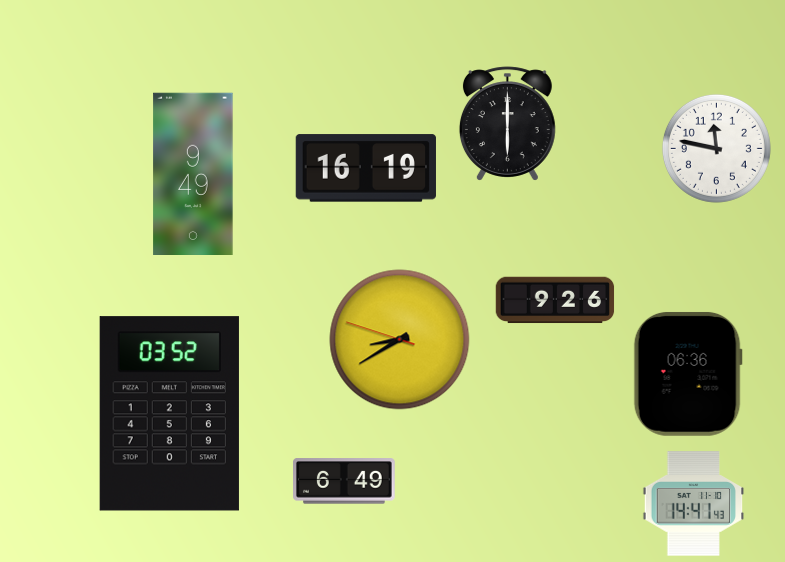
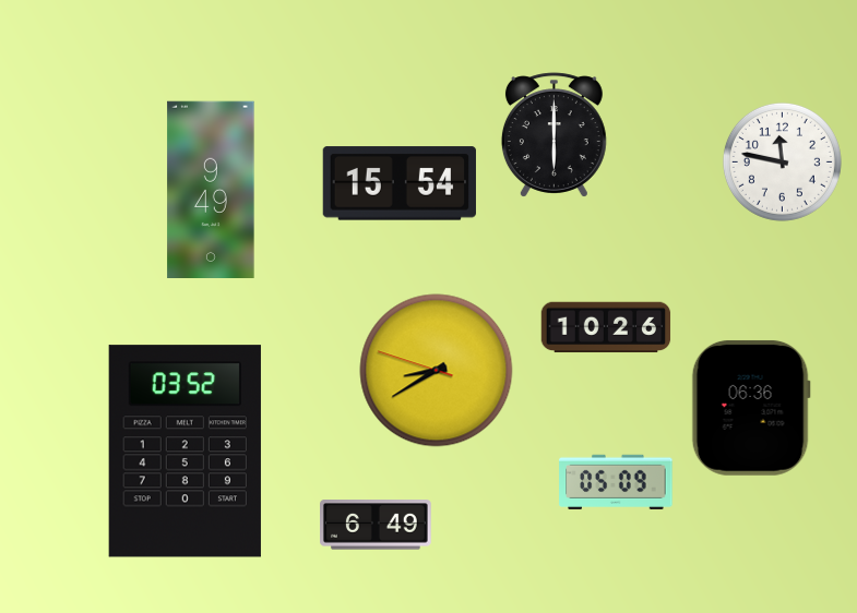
clock at (365, 168): 16:19 -> 15:54
clock at (555, 300): 9:26 -> 10:26
clock at (616, 482): none -> 05:09
clock at (694, 504): 14:41 -> none
